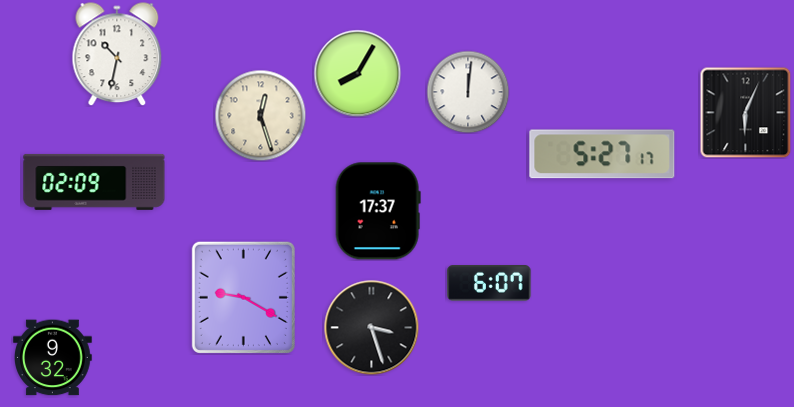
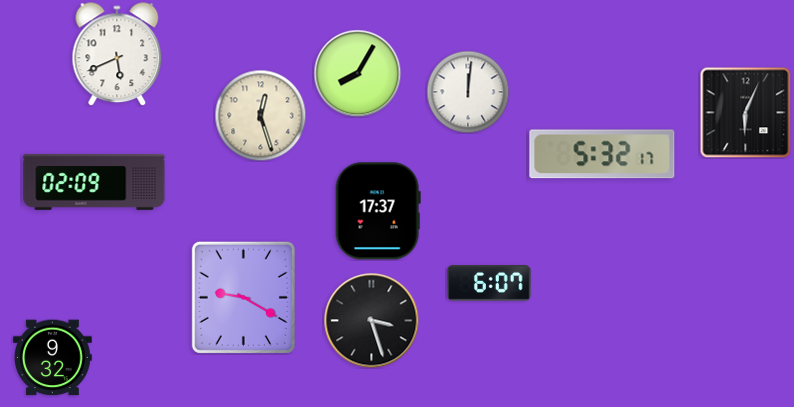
clock at (117, 54): 10:32 -> 5:41
clock at (602, 154): 5:27 -> 5:32
clock at (371, 327) position: (371, 327) -> (371, 320)
